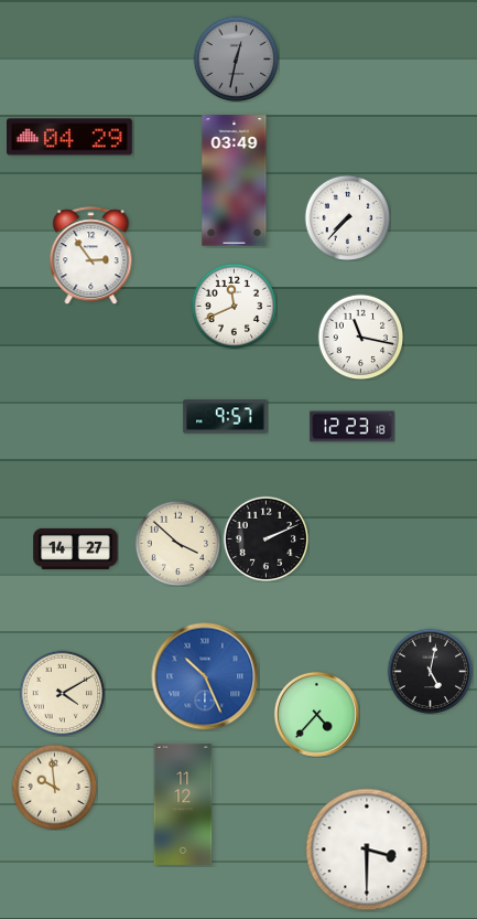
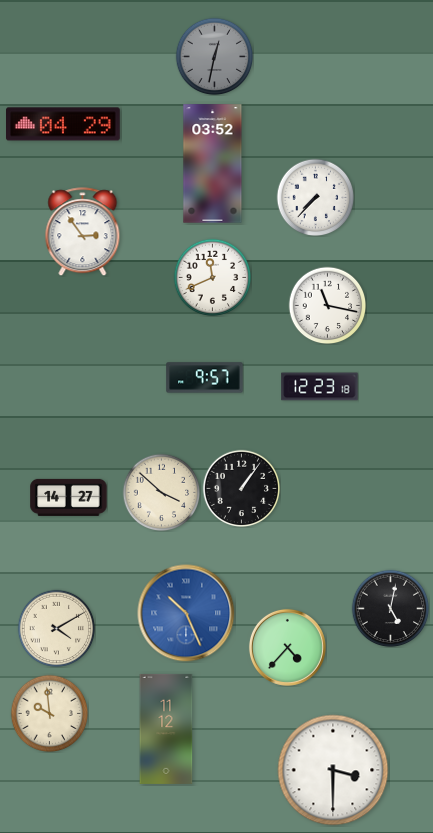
clock at (236, 58) position: (236, 58) -> (214, 56)
clock at (235, 181): 03:49 -> 03:52
clock at (265, 538): 2:11 -> 1:06
